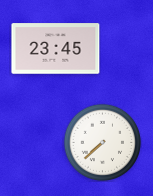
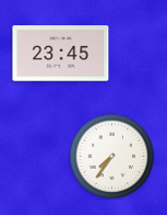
clock at (102, 142): 7:38 -> 7:36
